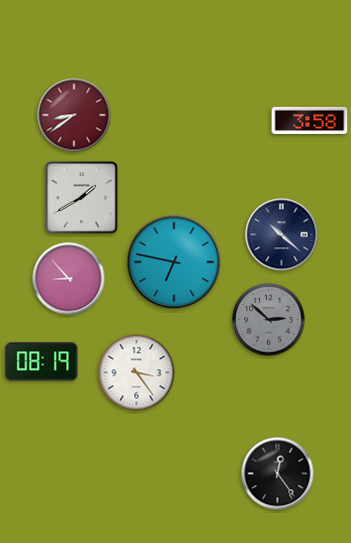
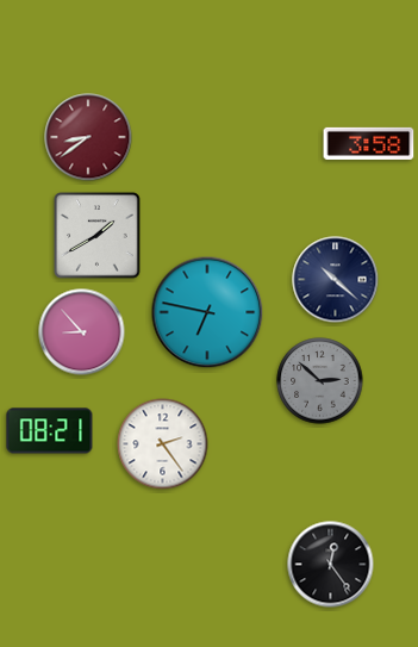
clock at (42, 362): 08:19 -> 08:21
clock at (137, 373): 3:24 -> 2:24
